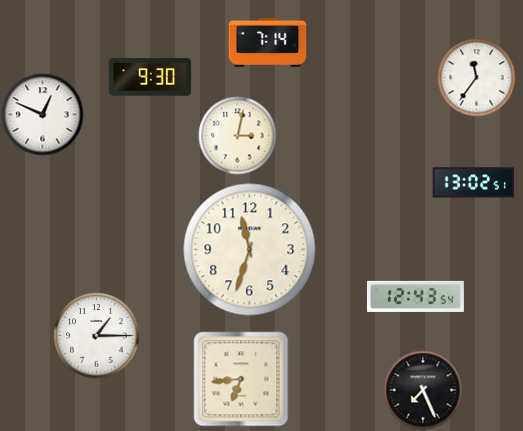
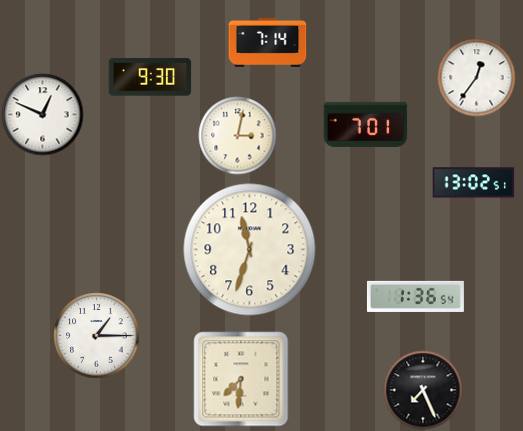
clock at (476, 77): 11:36 -> 12:36
clock at (365, 124): none -> 7:01
clock at (415, 296): 12:43 -> 1:36
clock at (241, 379): 6:44 -> 7:31
